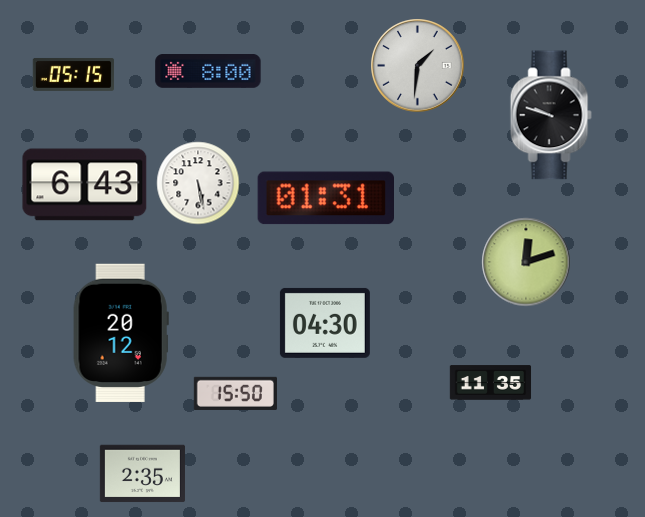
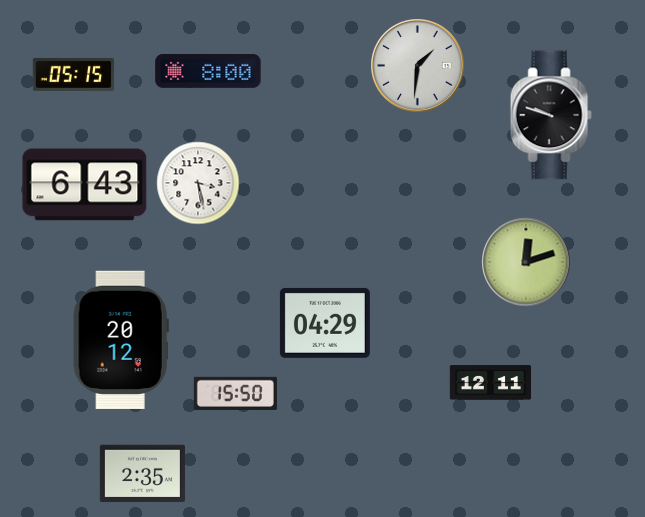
clock at (198, 183): 5:28 -> 3:28
clock at (325, 198): 01:31 -> none
clock at (325, 323): 04:30 -> 04:29
clock at (121, 332) position: (121, 332) -> (121, 339)
clock at (490, 383): 11:35 -> 12:11
